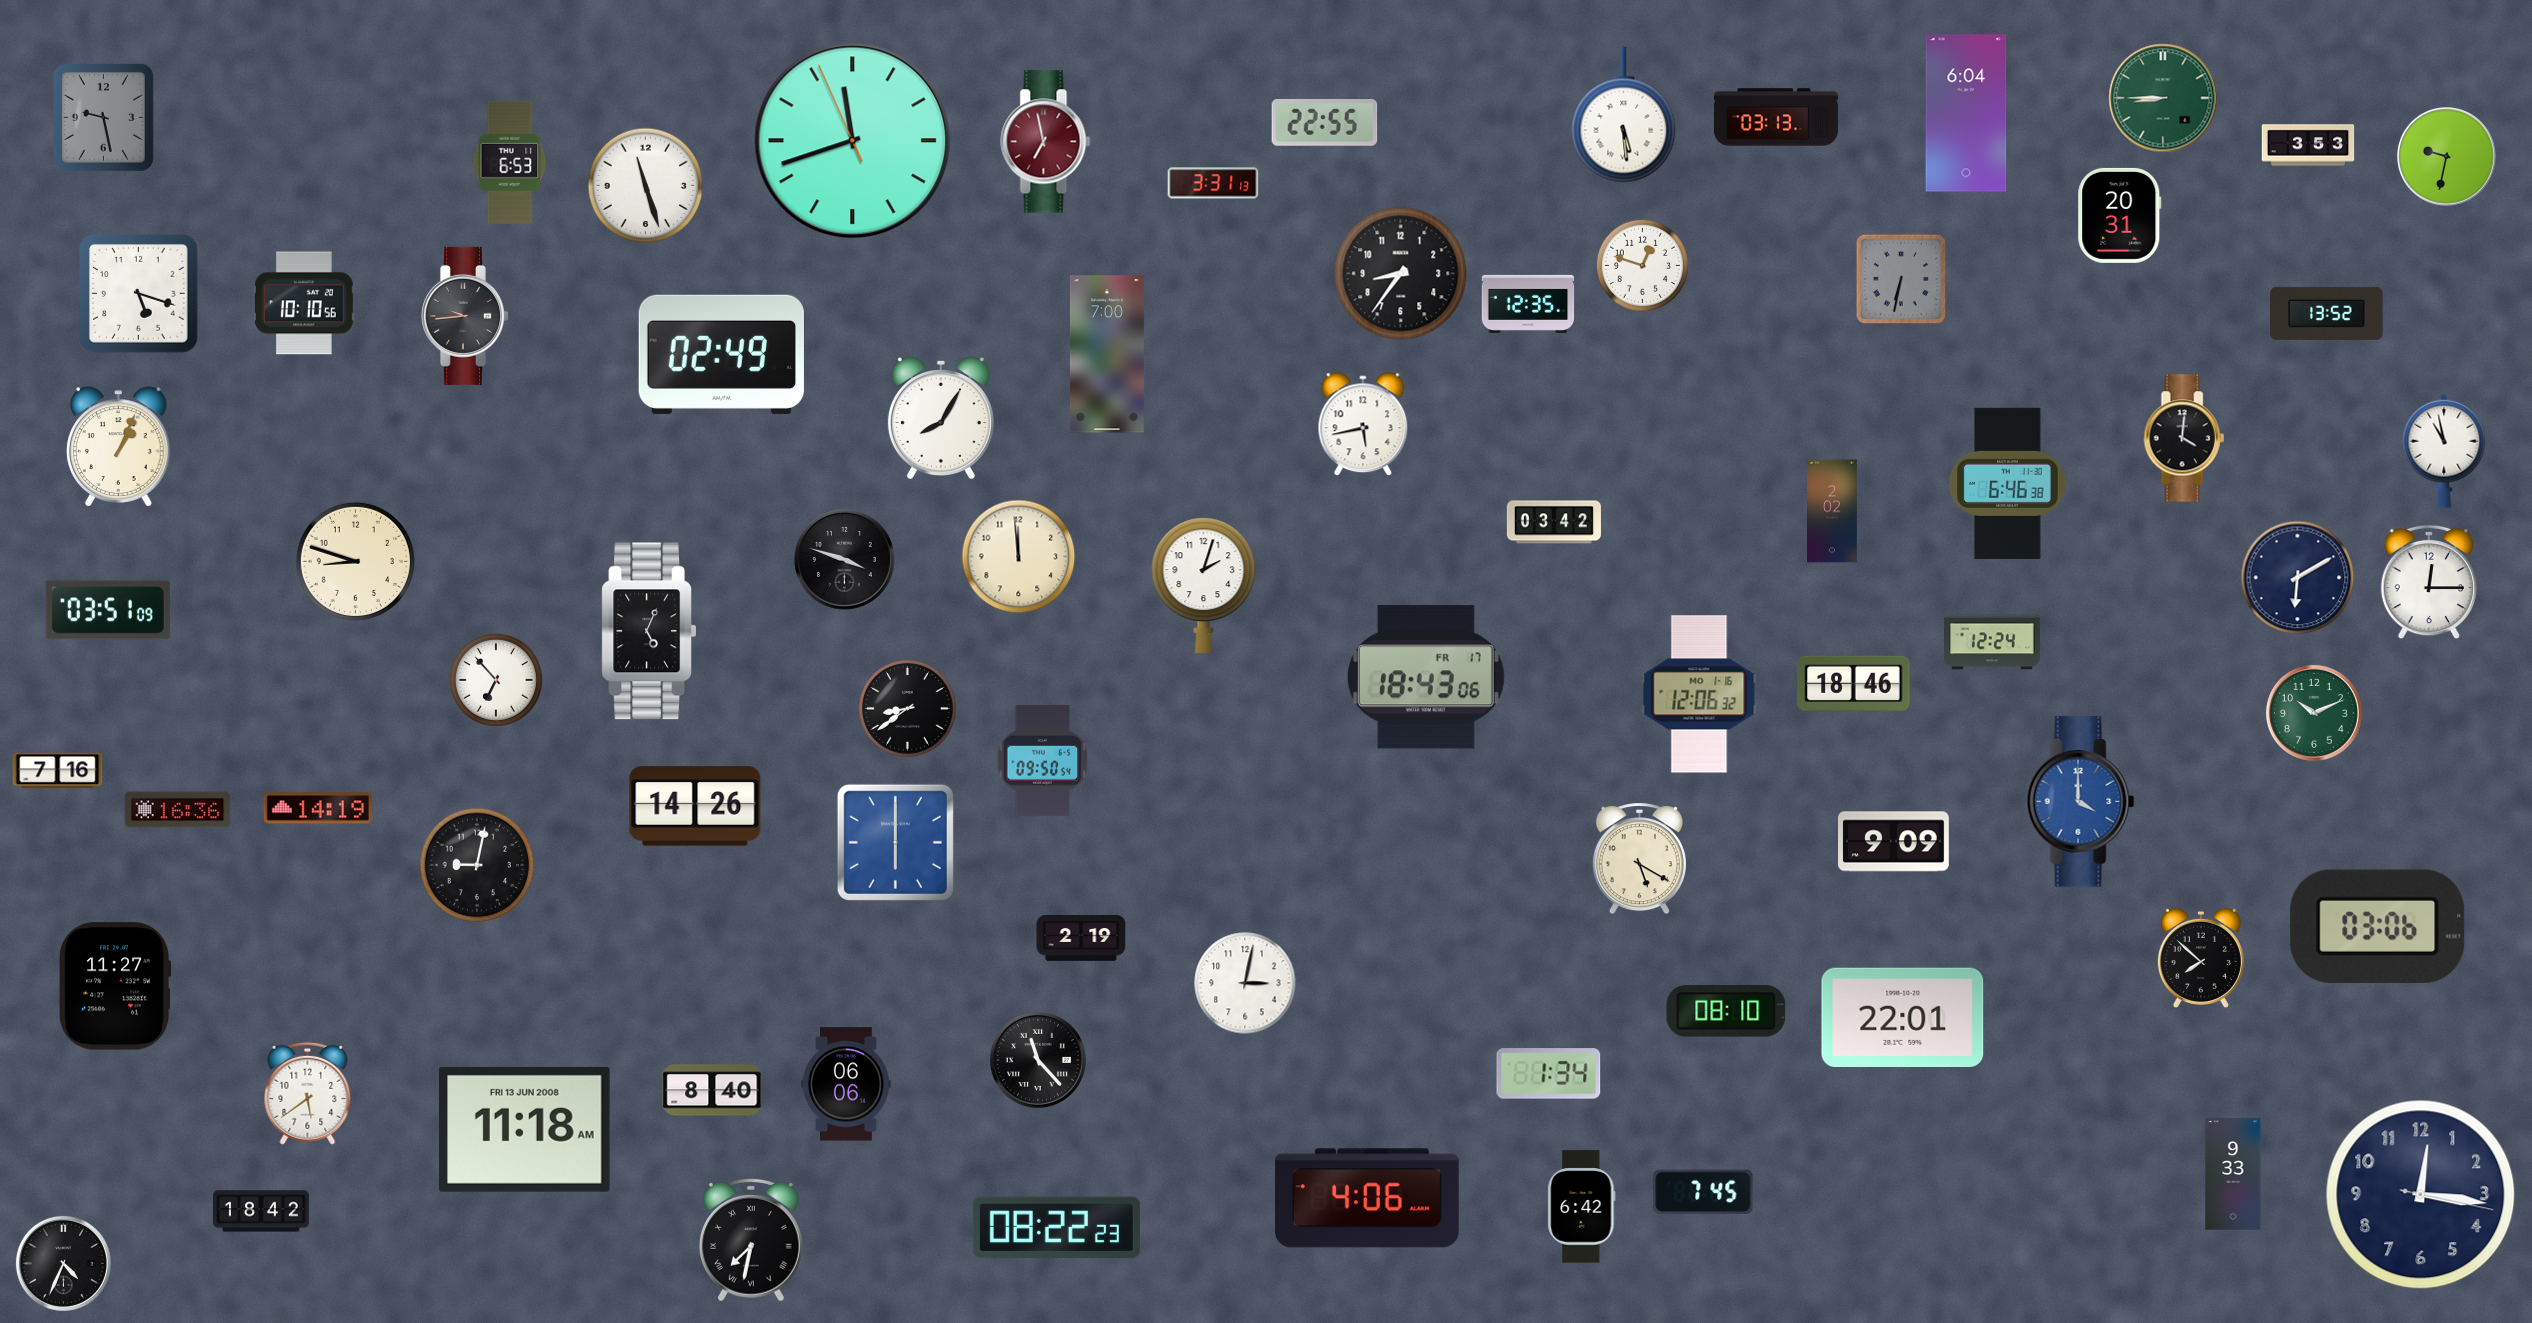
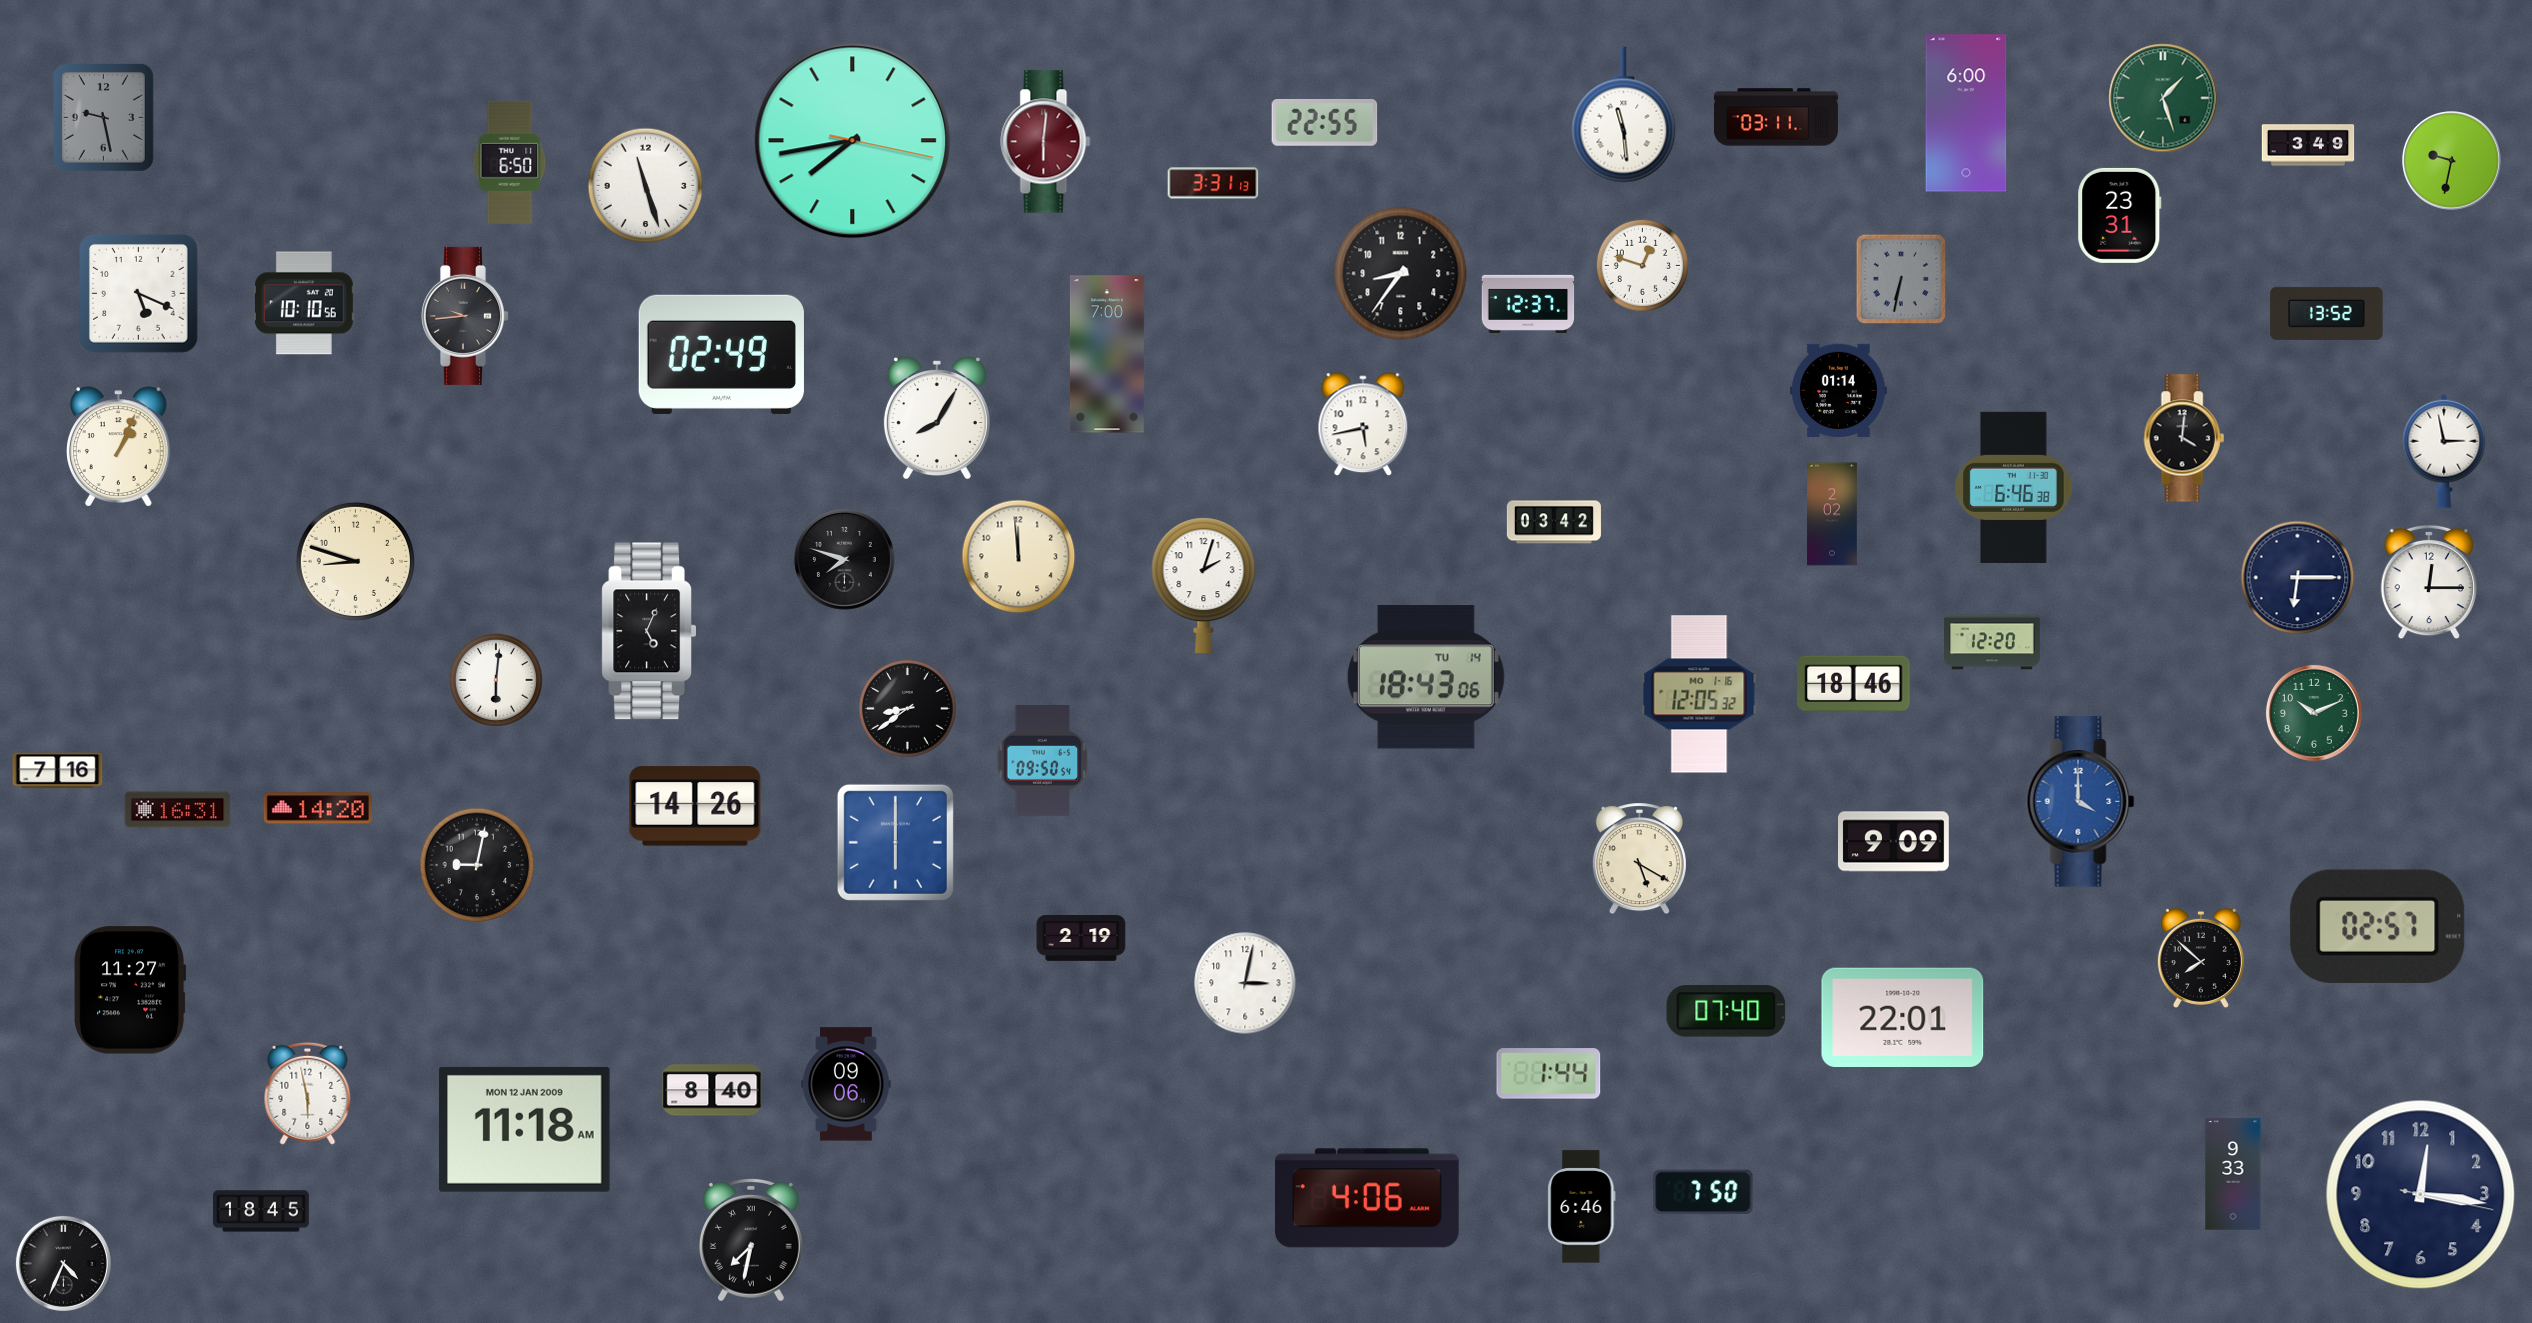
clock at (2163, 98): 8:45 -> 1:27
clock at (1966, 113): 6:04 -> 6:00
clock at (1624, 115): 5:29 -> 11:29
clock at (1776, 117): 03:13 -> 03:11
clock at (853, 141): 11:41 -> 7:43
clock at (1046, 142): 6:58 -> 6:01
clock at (2308, 145): 3:53 -> 3:49
clock at (2447, 157) position: (2447, 157) -> (2452, 161)
clock at (510, 162): 6:53 -> 6:50
clock at (2120, 215): 20:31 -> 23:31
clock at (139, 294): 5:18 -> 5:19
clock at (1528, 304): 12:35 -> 12:37
clock at (1839, 390): none -> 01:14
clock at (941, 418) position: (941, 418) -> (937, 418)
clock at (2444, 451): 10:58 -> 2:58
clock at (2008, 483) position: (2008, 483) -> (2014, 487)
clock at (1832, 511) position: (1832, 511) -> (1832, 514)
clock at (845, 560): 3:48 -> 7:48
clock at (2298, 578): 6:10 -> 6:15
clock at (108, 610): 03:51 -> none
clock at (1993, 642): 12:24 -> 12:20
clock at (1426, 677) date: FR 17 -> TU 14
clock at (496, 680): 6:53 -> 6:01
clock at (1699, 694): 12:06 -> 12:05
clock at (318, 808): 14:19 -> 14:20
clock at (178, 810): 16:36 -> 16:31
clock at (2378, 926): 03:06 -> 02:57
clock at (115, 986) position: (115, 986) -> (130, 990)
clock at (1726, 1011): 08:10 -> 07:40
clock at (1038, 1060): 11:23 -> none
clock at (1549, 1074): 1:34 -> 1:44
clock at (846, 1084): 06:06 -> 09:06
clock at (308, 1093): 5:39 -> 5:58
clock at (525, 1129) date: FRI 13 JUN 2008 -> MON 12 JAN 2009
clock at (1703, 1192): 7:45 -> 7:50
clock at (1582, 1207): 6:42 -> 6:46
clock at (261, 1211): 18:42 -> 18:45
clock at (1056, 1228): 08:22 -> none
